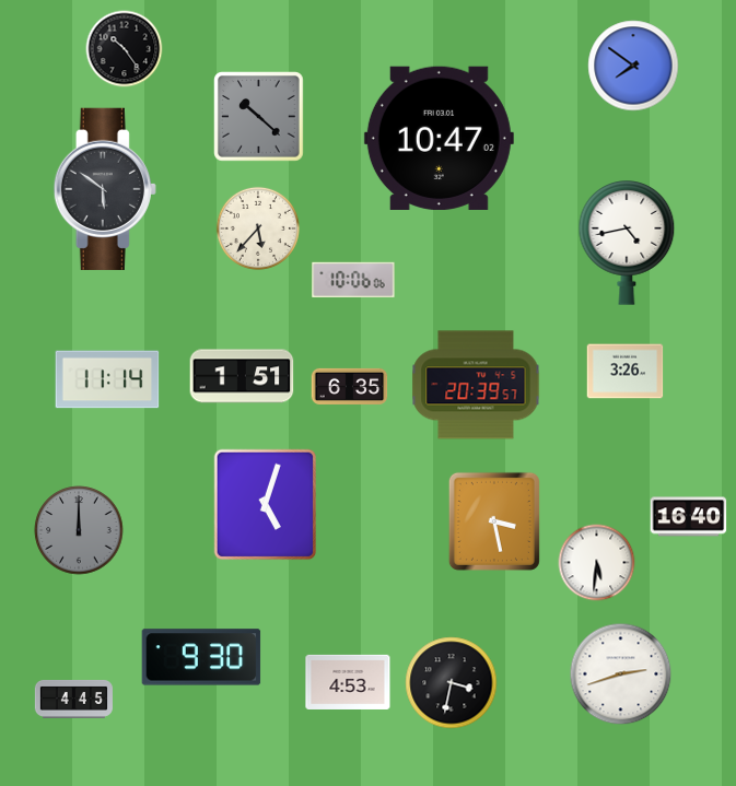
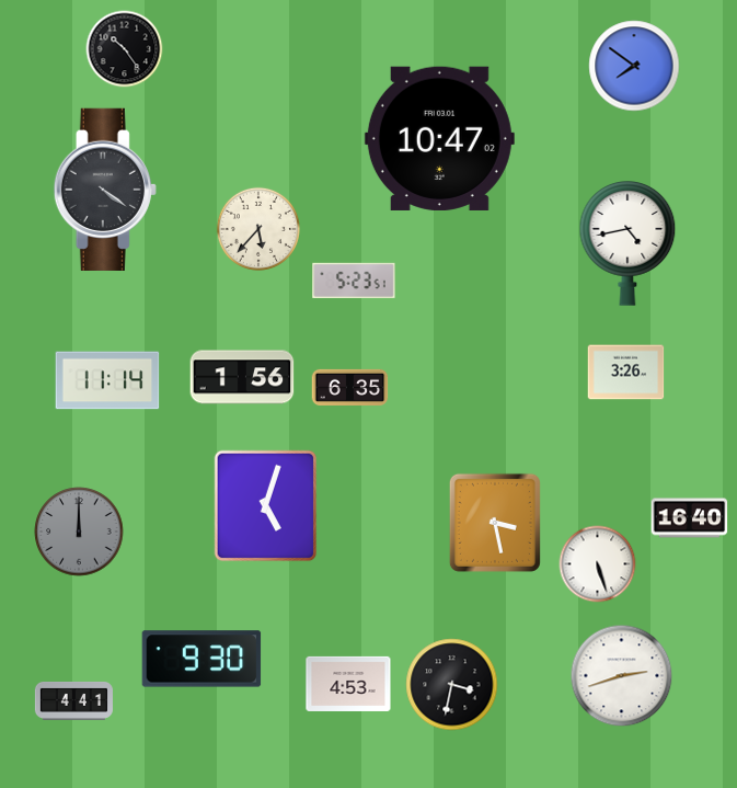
clock at (259, 117): 10:22 -> none
clock at (105, 189): 5:51 -> 4:21
clock at (353, 280): 10:06 -> 5:23
clock at (242, 376): 1:51 -> 1:56
clock at (476, 385): 20:39 -> none
clock at (597, 563): 5:31 -> 5:27
clock at (73, 699): 4:45 -> 4:41
